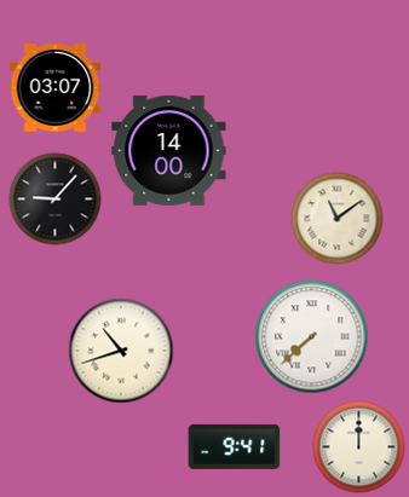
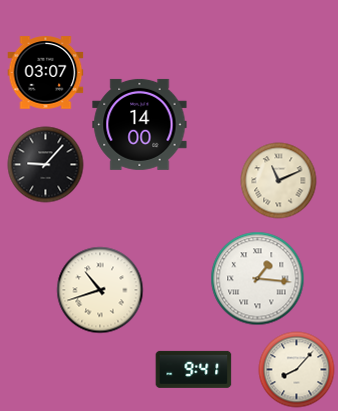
clock at (338, 219): 11:09 -> 11:11
clock at (312, 337): 7:38 -> 1:16
clock at (359, 447): 12:00 -> 8:07
